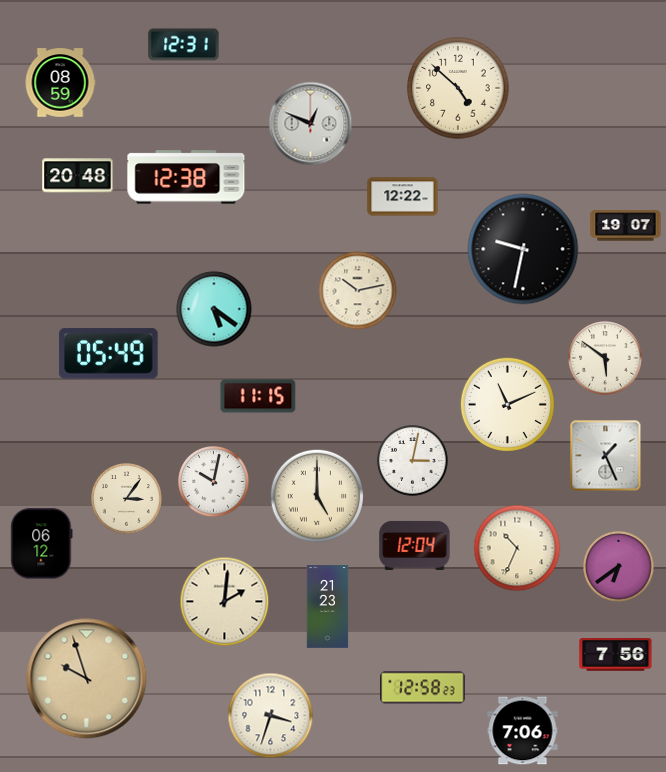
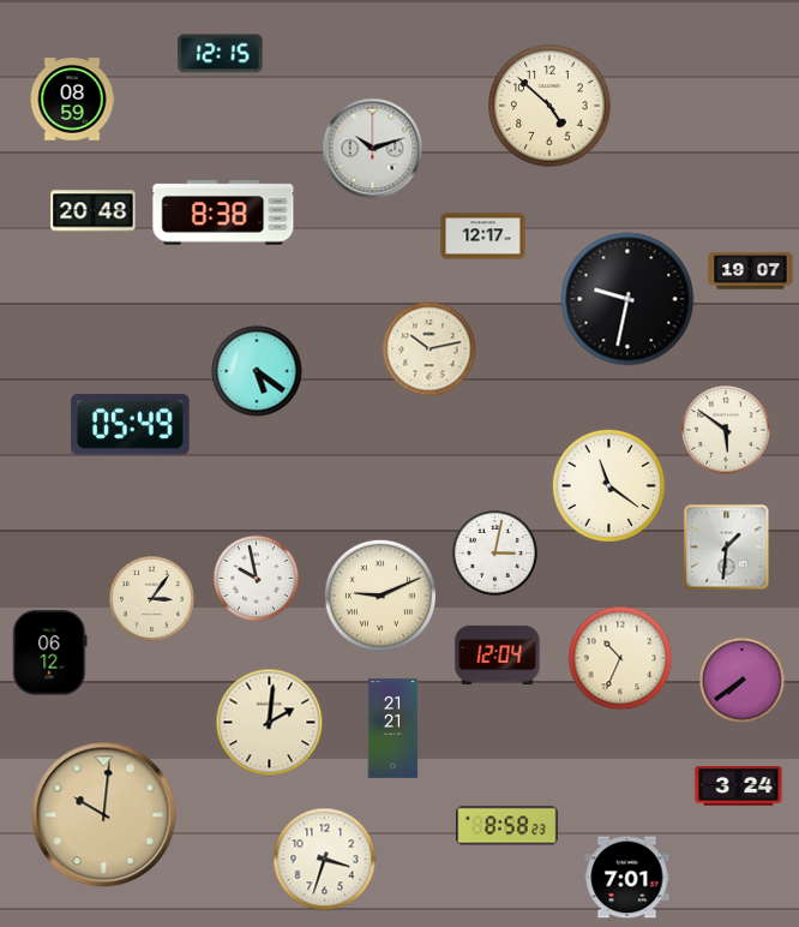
clock at (184, 45): 12:31 -> 12:15
clock at (311, 124): 12:49 -> 10:12
clock at (186, 177): 12:38 -> 8:38
clock at (403, 197): 12:22 -> 12:17
clock at (258, 396): 11:15 -> none
clock at (507, 404): 11:11 -> 11:21
clock at (606, 456): 1:26 -> 1:31
clock at (214, 482): 10:02 -> 9:58
clock at (316, 495): 5:00 -> 9:11
clock at (619, 567): 6:39 -> 7:39
clock at (328, 607): 21:23 -> 21:21
clock at (616, 655): 7:56 -> 3:24
clock at (87, 679): 9:57 -> 10:01
clock at (423, 688): 12:58 -> 8:58
clock at (523, 731): 7:06 -> 7:01
